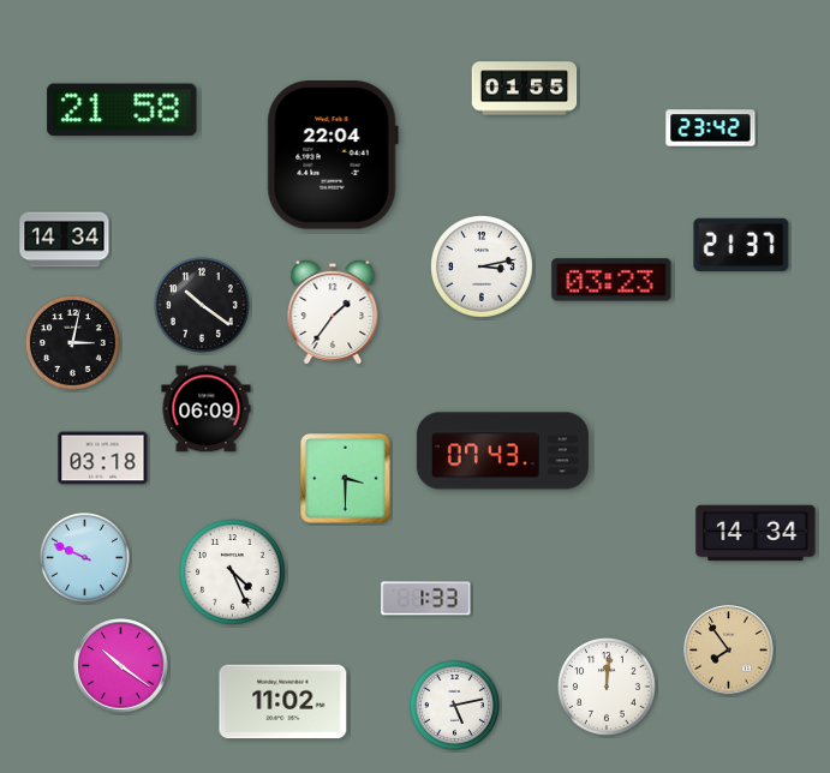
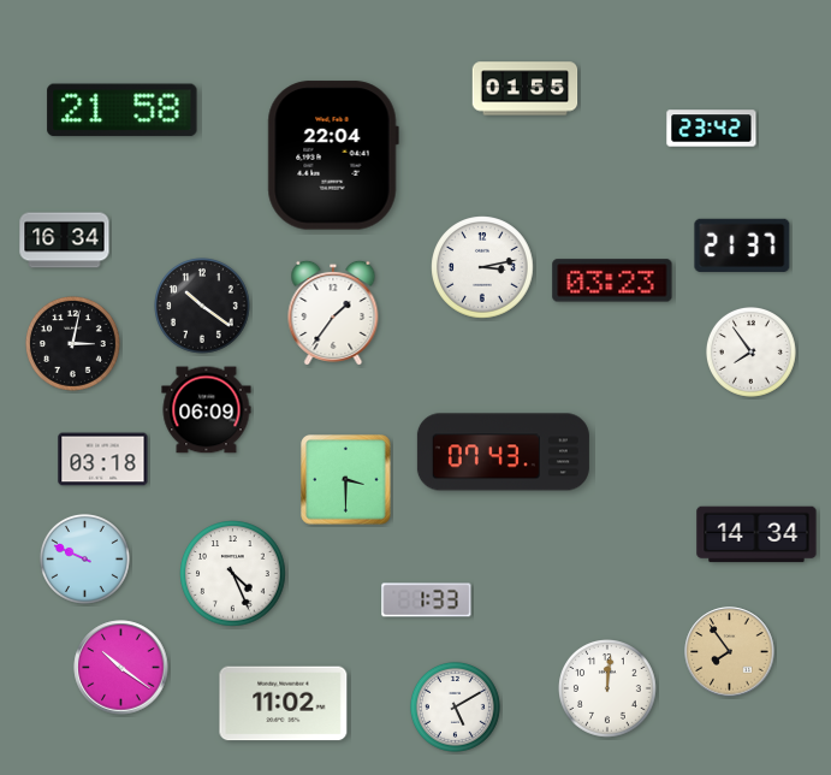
clock at (65, 240): 14:34 -> 16:34
clock at (750, 351): none -> 7:54
clock at (454, 705): 5:13 -> 5:10
